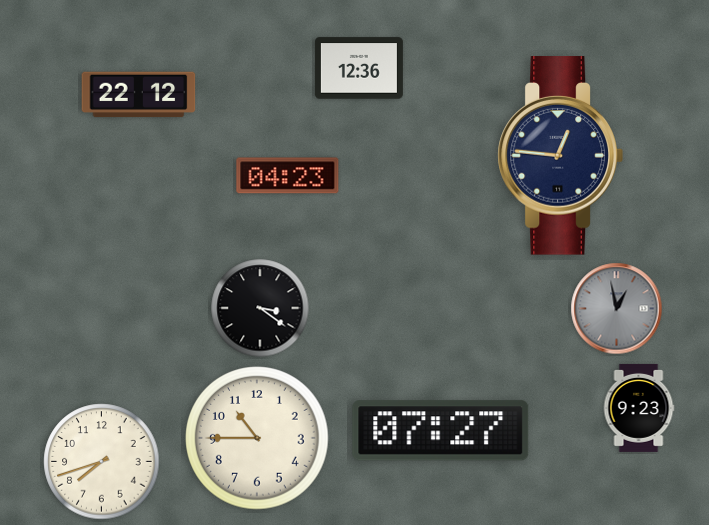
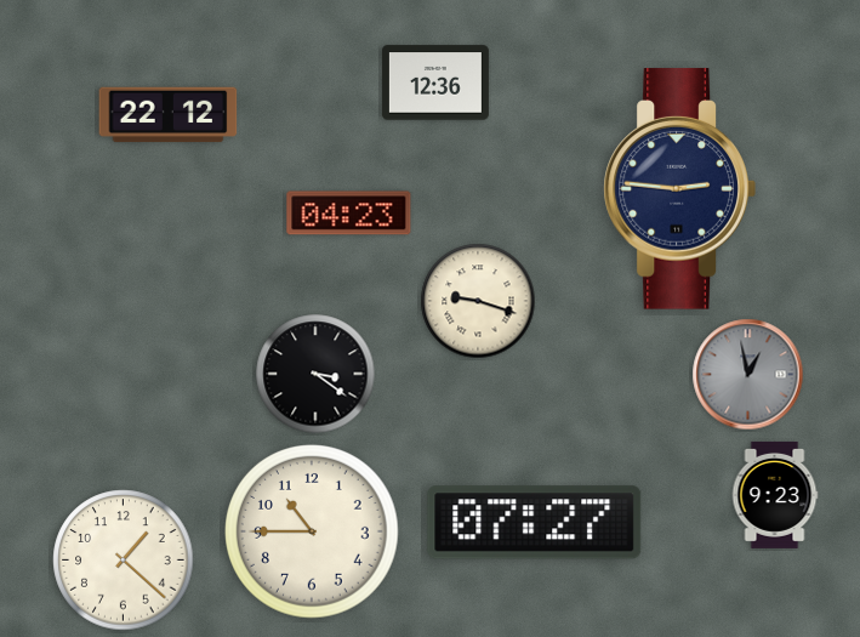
clock at (560, 156): 12:46 -> 2:46
clock at (478, 301): none -> 9:18
clock at (102, 462): 7:42 -> 1:22
